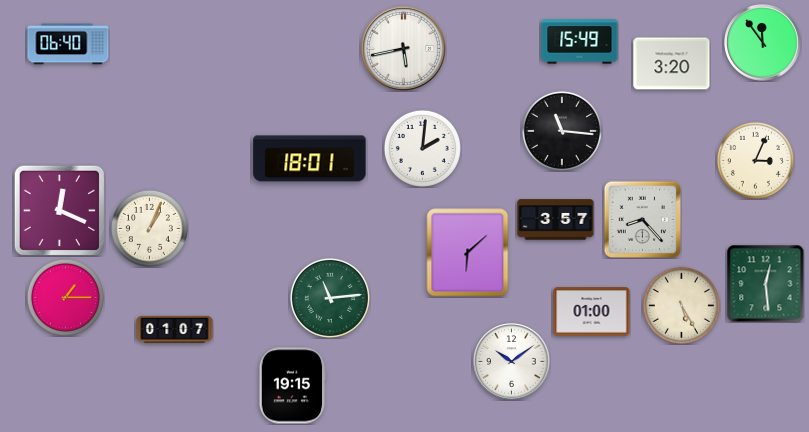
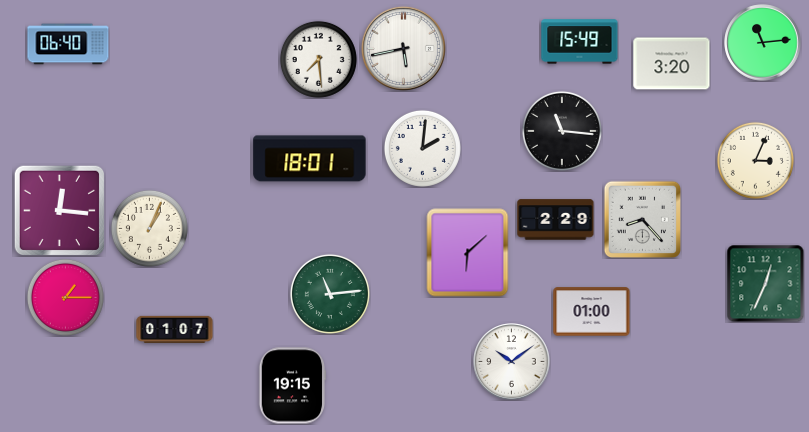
clock at (763, 43): 11:54 -> 11:14
clock at (318, 59): none -> 7:29
clock at (59, 210): 12:19 -> 12:16
clock at (556, 220): 3:57 -> 2:29
clock at (765, 283): 12:29 -> 12:34
clock at (330, 298) position: (330, 298) -> (330, 294)
clock at (681, 305): 5:25 -> none
